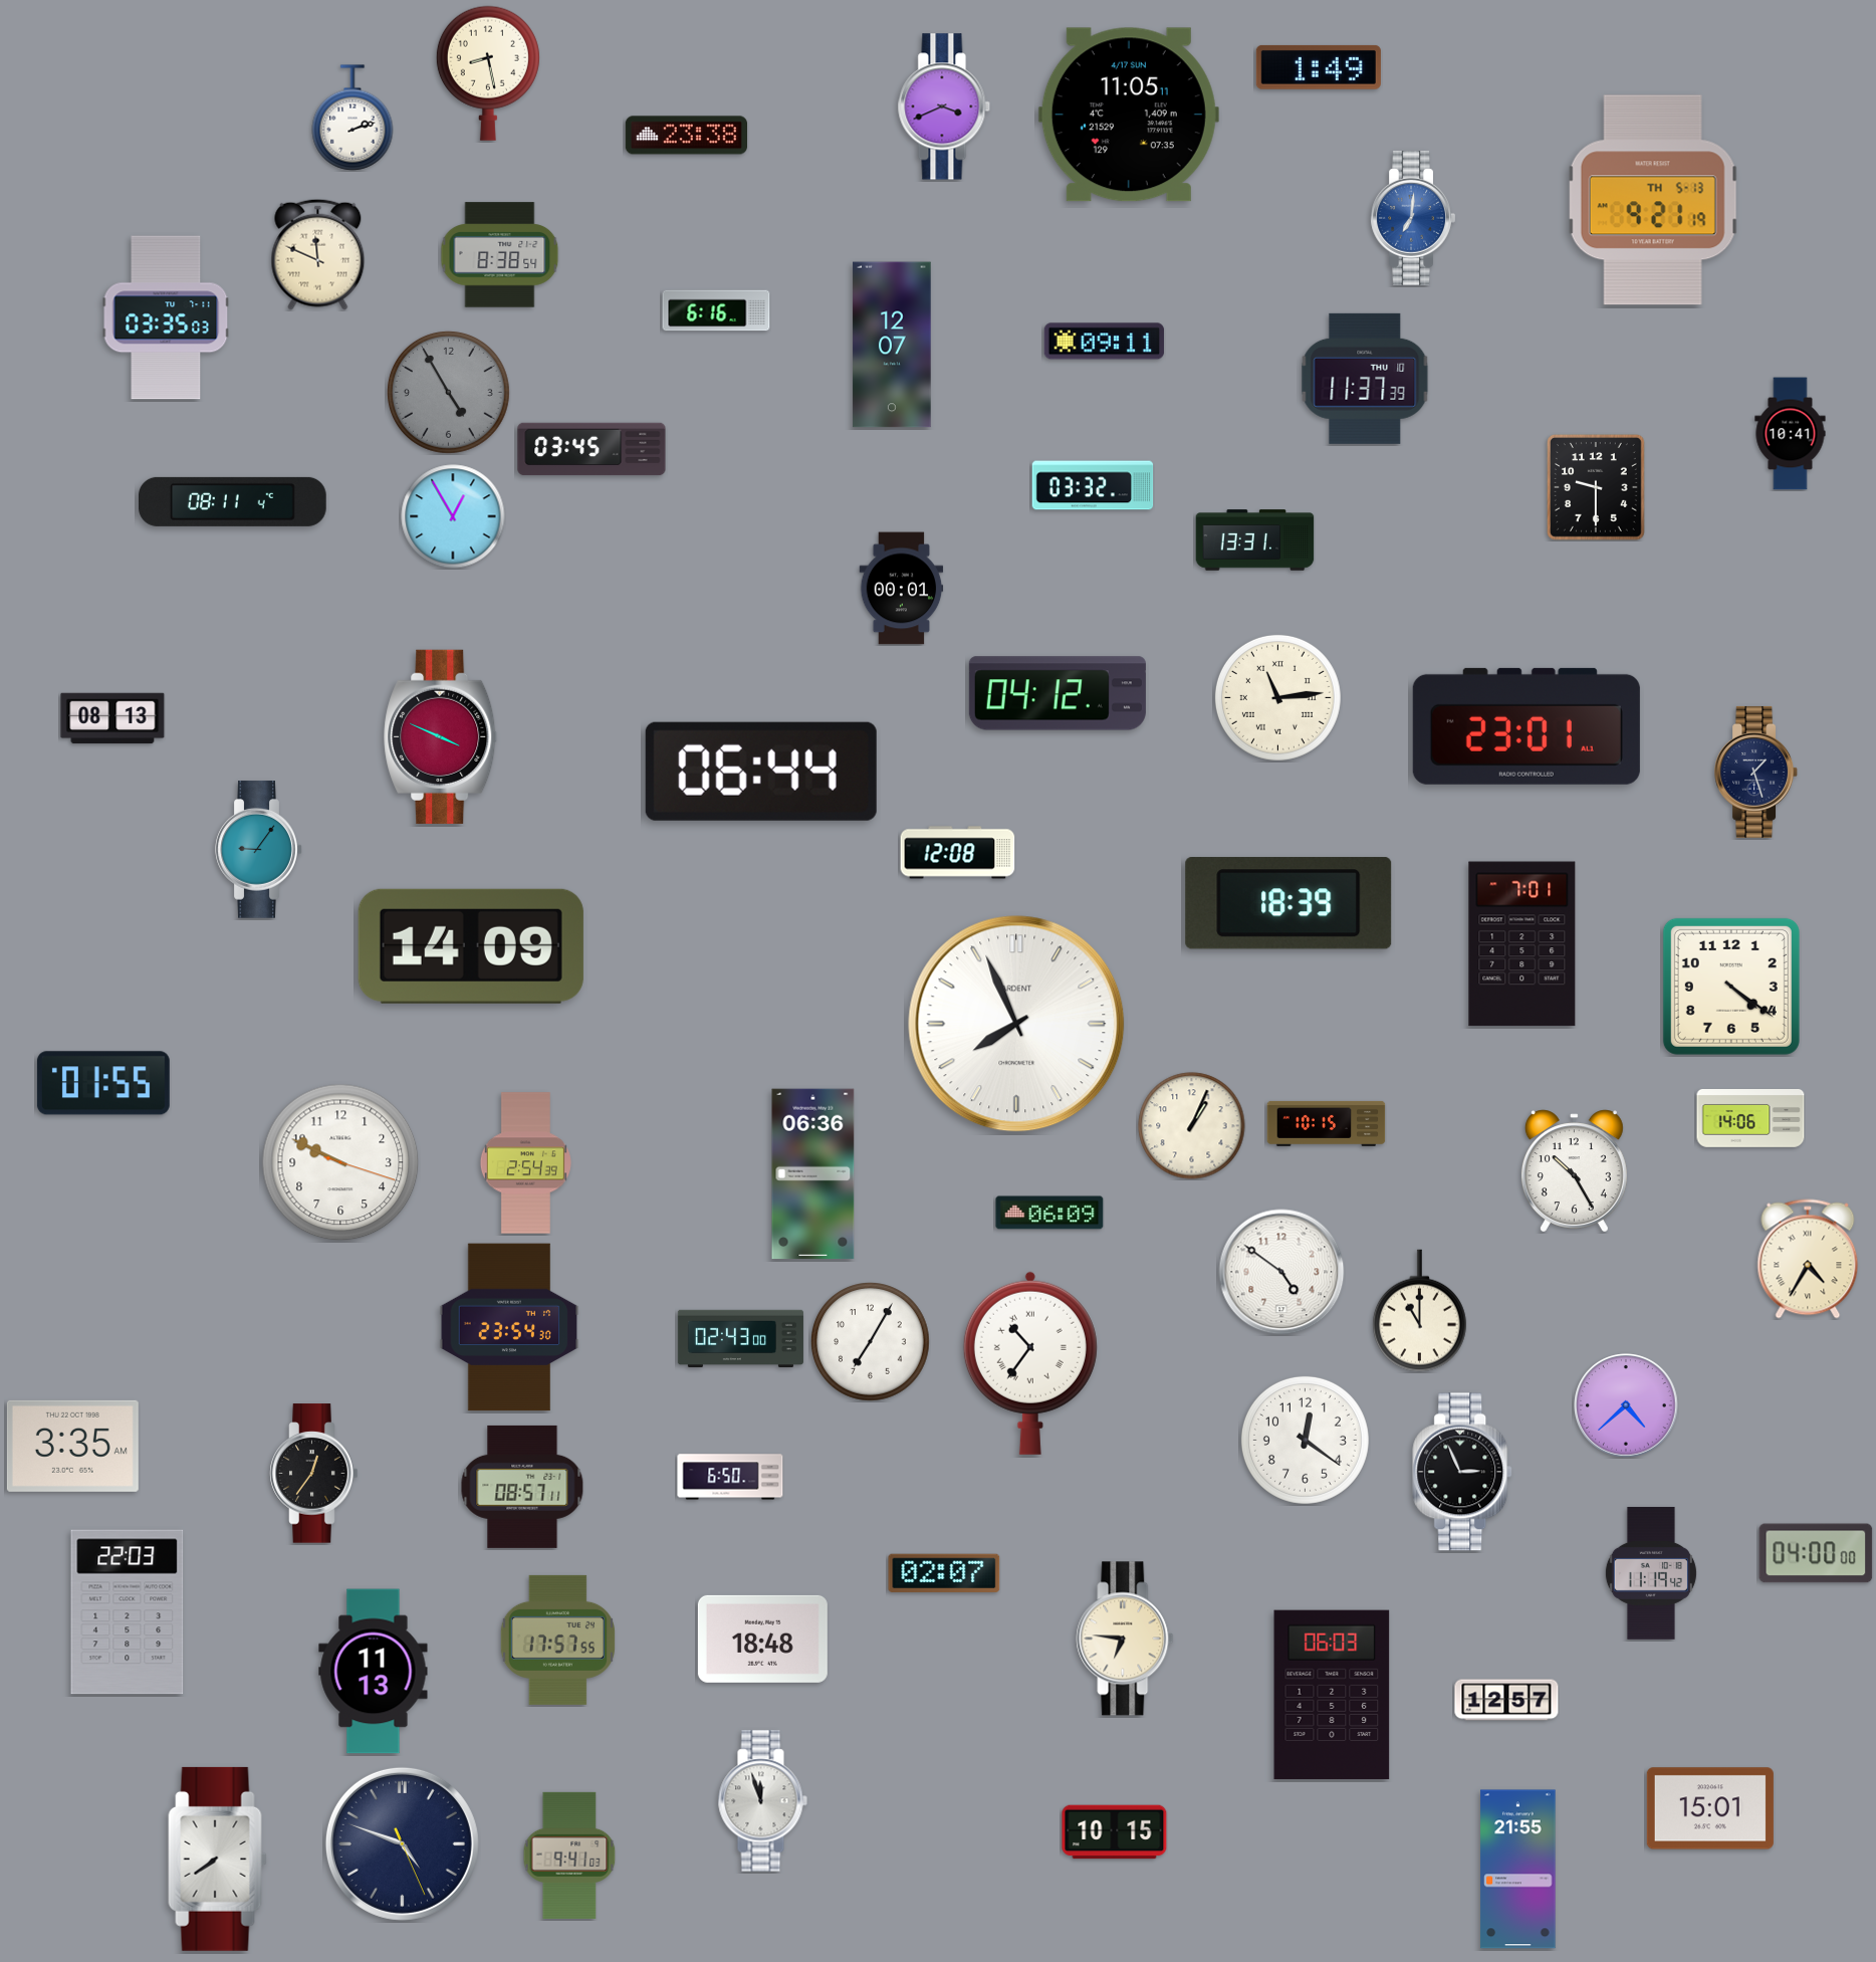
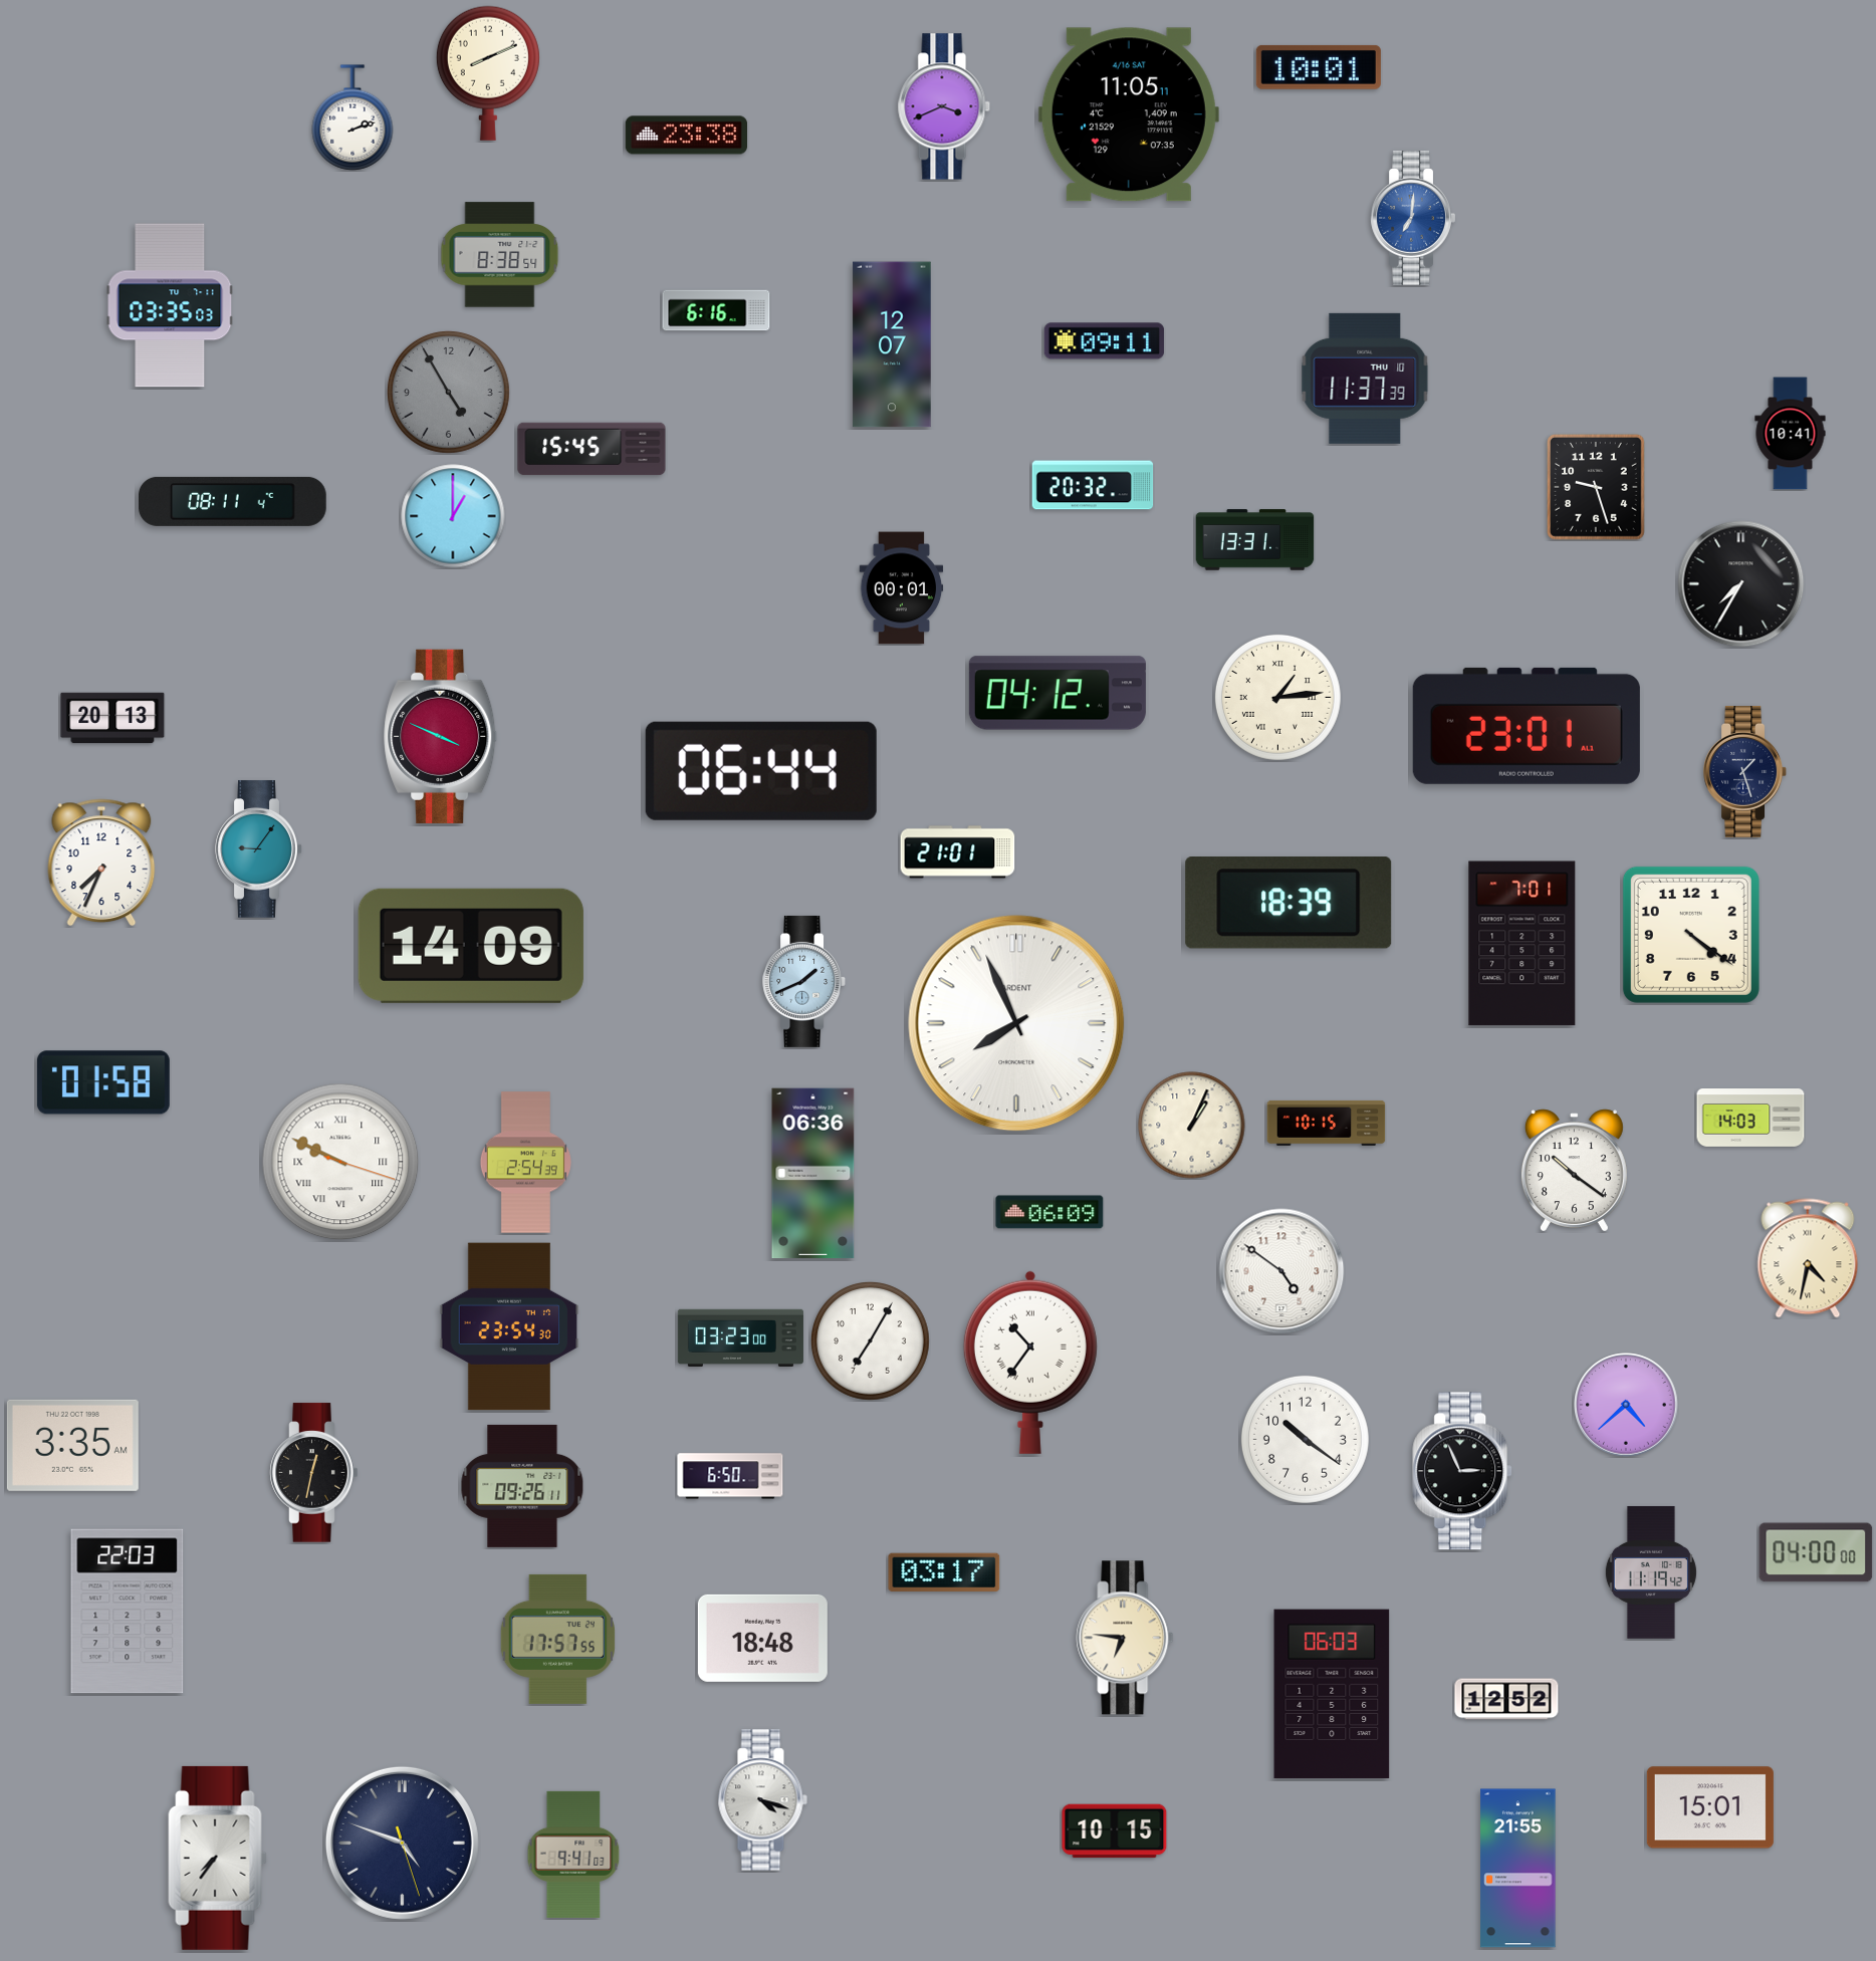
clock at (1319, 67): 1:49 -> 10:01
clock at (488, 73): 8:28 -> 8:11
clock at (1129, 115) date: 4/17 SUN -> 4/16 SAT
clock at (1653, 200): 9:21 -> none
clock at (318, 254): 11:49 -> none
clock at (166, 317) position: (166, 317) -> (170, 305)
clock at (592, 449): 03:45 -> 15:45
clock at (1093, 485): 03:32 -> 20:32
clock at (1596, 488): 9:30 -> 9:27
clock at (453, 516): 12:55 -> 1:00
clock at (1741, 584): none -> 7:35
clock at (1277, 697): 11:14 -> 1:14
clock at (112, 718): 08:13 -> 20:13
clock at (1756, 772) position: (1756, 772) -> (1745, 771)
clock at (958, 853): 12:08 -> 21:01
clock at (101, 863): none -> 7:34
clock at (804, 981): none -> 1:41
clock at (1731, 987) position: (1731, 987) -> (1691, 935)
clock at (103, 1083): 01:55 -> 01:58
clock at (1750, 1118): 14:06 -> 14:03
clock at (340, 1162) numerals: Arabic -> Roman
clock at (1574, 1171): 10:25 -> 10:21
clock at (1808, 1259): 4:35 -> 4:32
clock at (1419, 1311): 11:00 -> none
clock at (740, 1338): 02:43 -> 03:23
clock at (1305, 1440): 12:21 -> 10:21
clock at (314, 1474): 12:36 -> 12:32
clock at (522, 1487): 08:57 -> 09:26
clock at (944, 1572): 02:07 -> 03:17
clock at (374, 1672): 11:13 -> none
clock at (1506, 1700): 12:57 -> 12:52
clock at (762, 1801): 11:57 -> 4:18
clock at (402, 1843): 4:48:26 -> 4:48:27
clock at (569, 1856) position: (569, 1856) -> (573, 1855)
clock at (218, 1859): 7:39 -> 7:36
